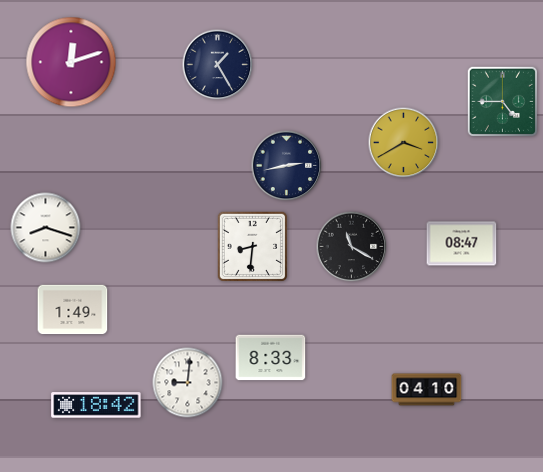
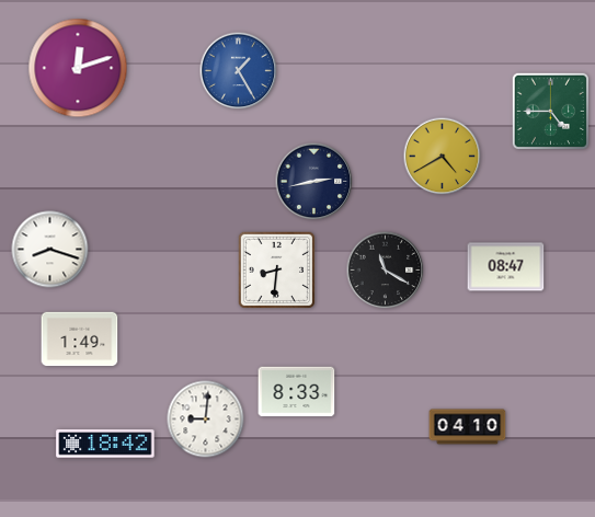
clock at (218, 65) dial: navy -> blue
clock at (404, 143): 3:40 -> 4:40
